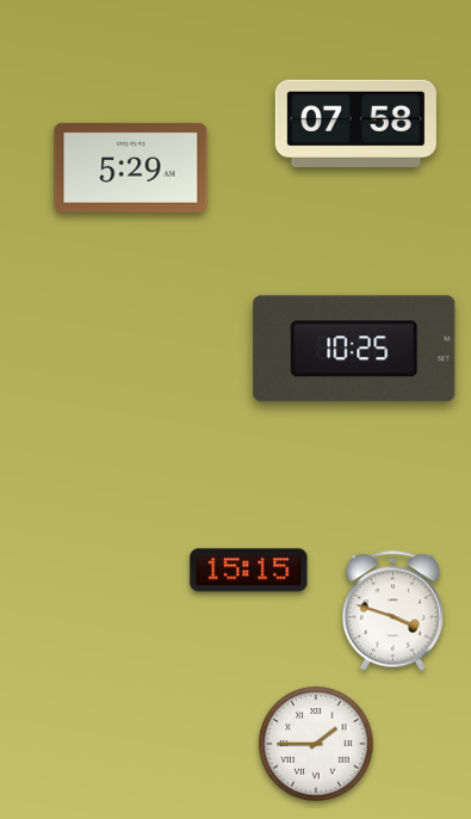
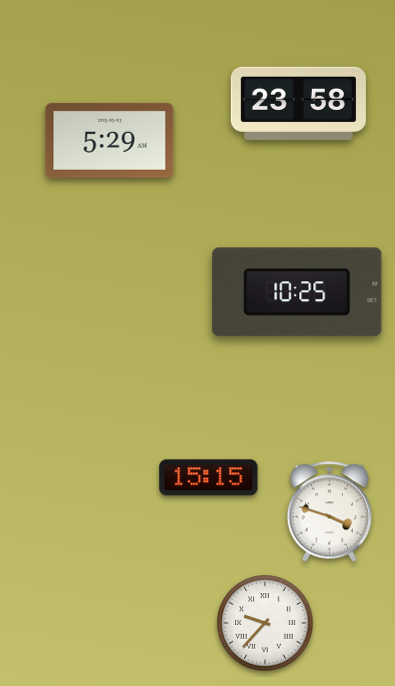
clock at (355, 123): 07:58 -> 23:58
clock at (316, 744): 1:45 -> 9:37
